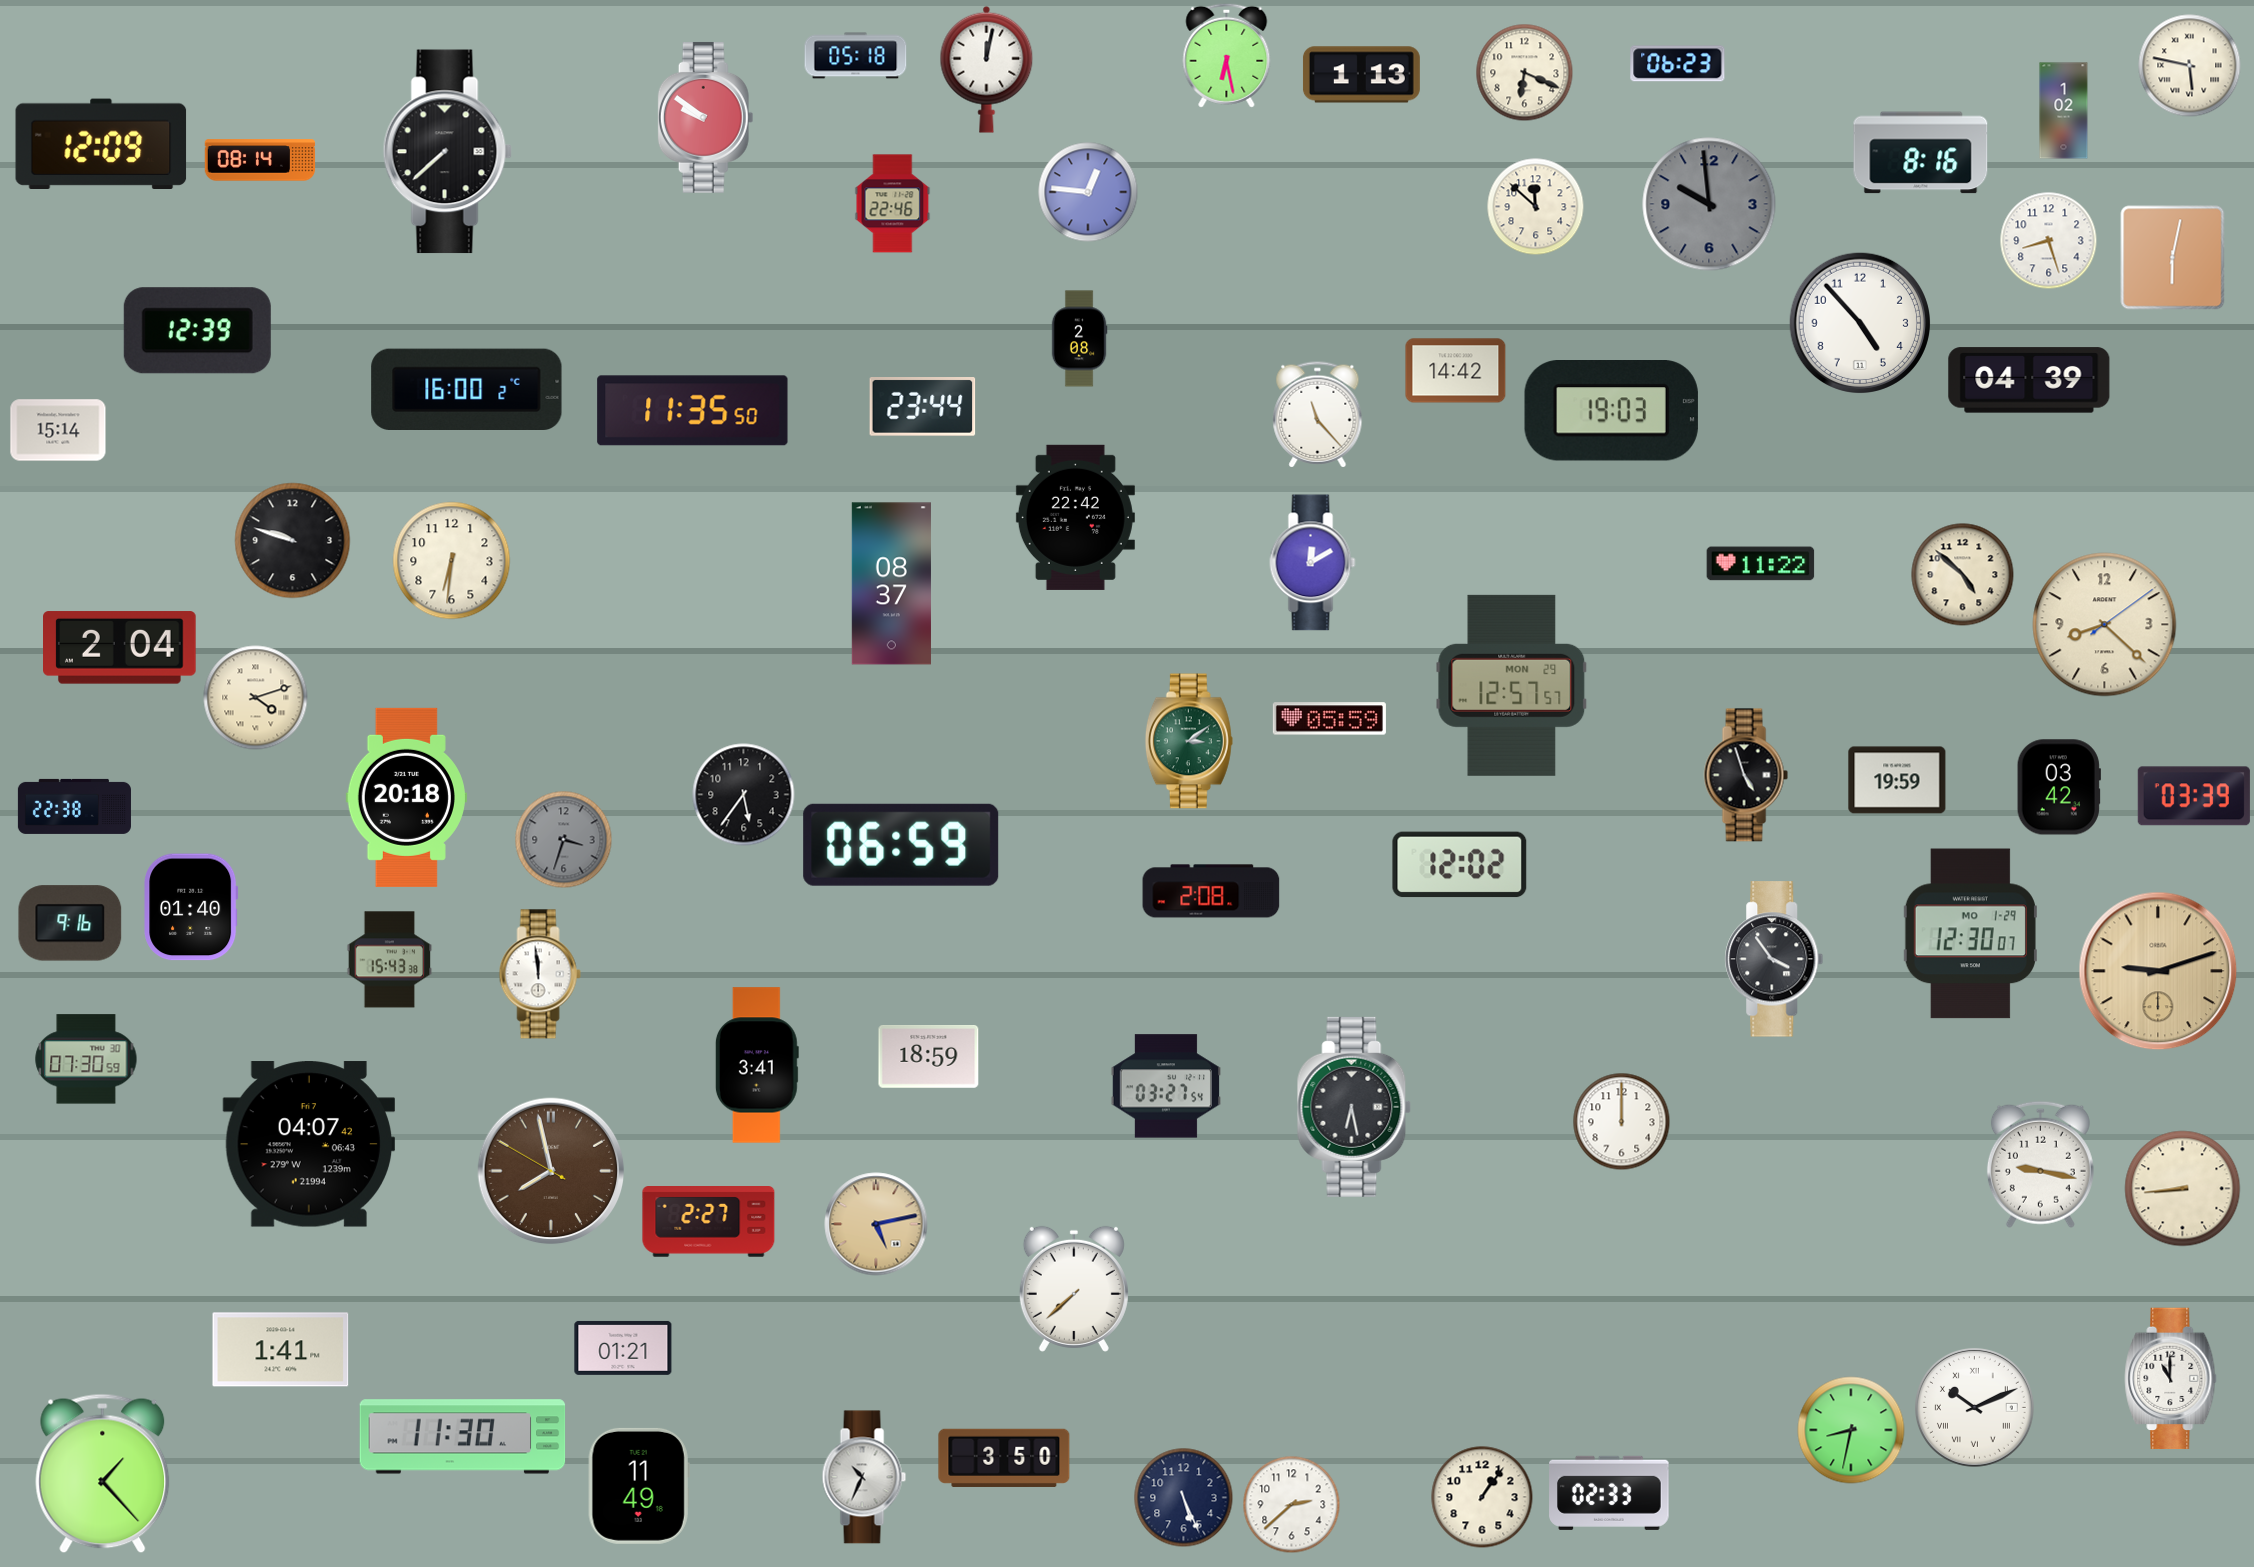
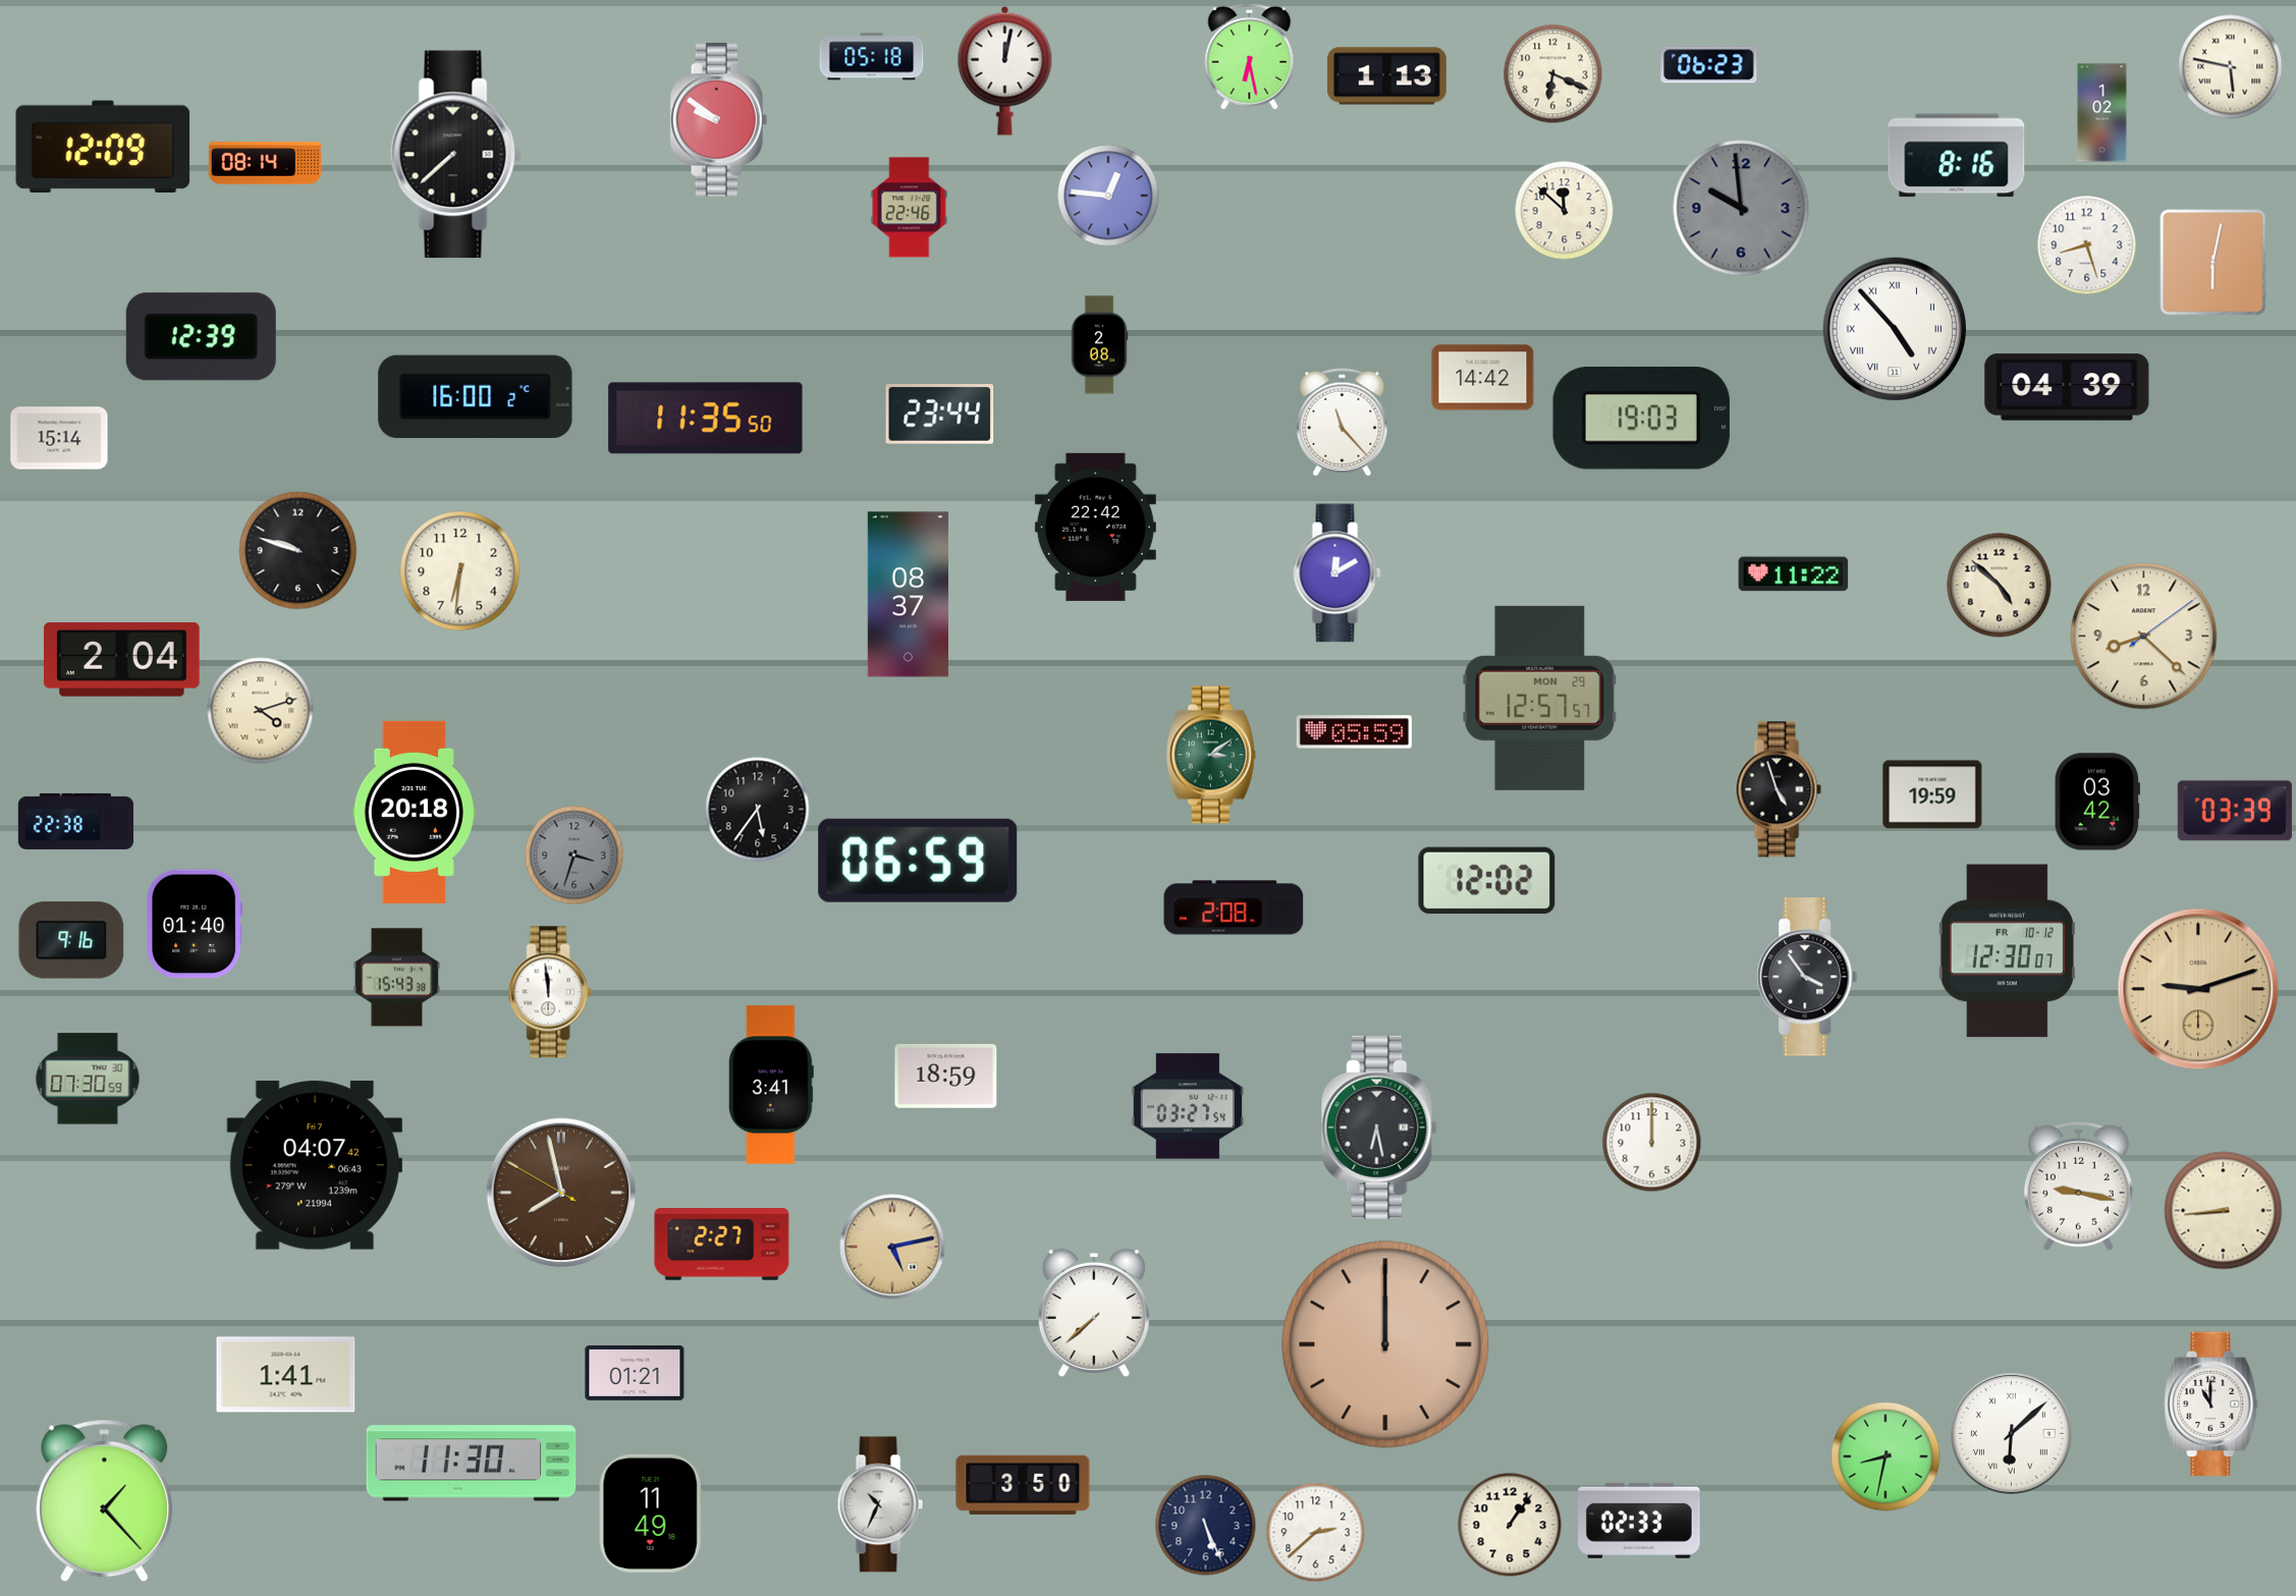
clock at (1859, 322) numerals: Arabic -> Roman
clock at (1970, 934) date: MO 1-29 -> FR 10-12
clock at (1385, 1344): none -> 12:00
clock at (1974, 1407): 10:11 -> 6:08
